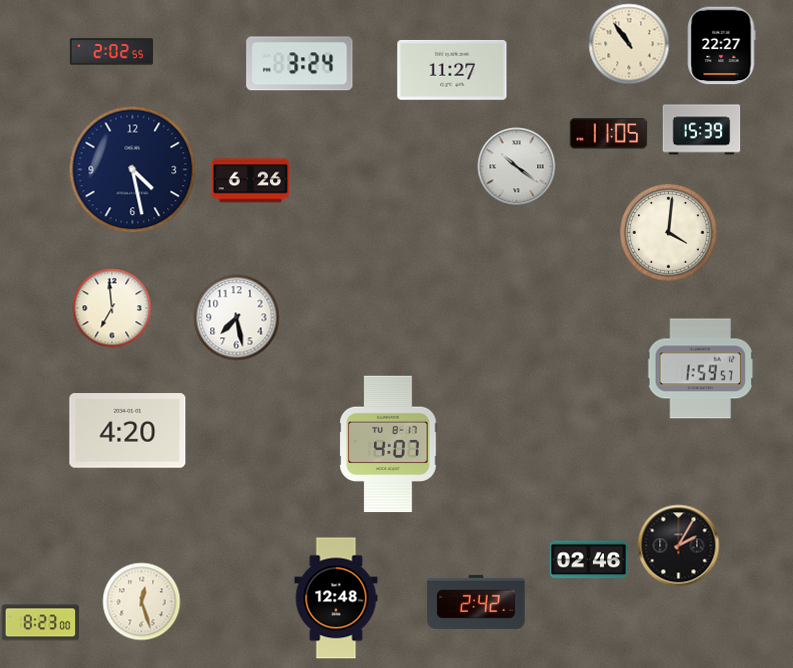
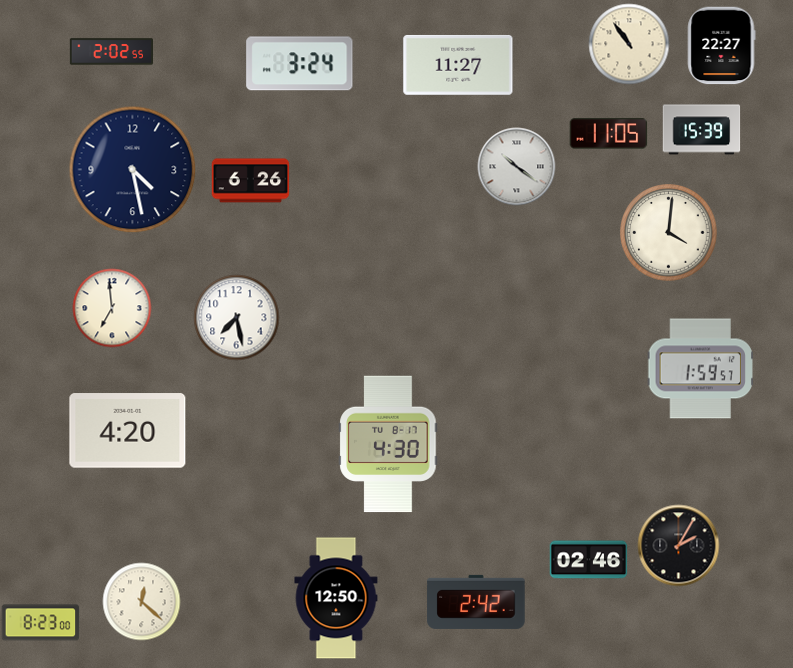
clock at (452, 70) position: (452, 70) -> (458, 65)
clock at (388, 444): 4:07 -> 4:30
clock at (336, 598): 12:48 -> 12:50
clock at (141, 601): 12:27 -> 12:22
